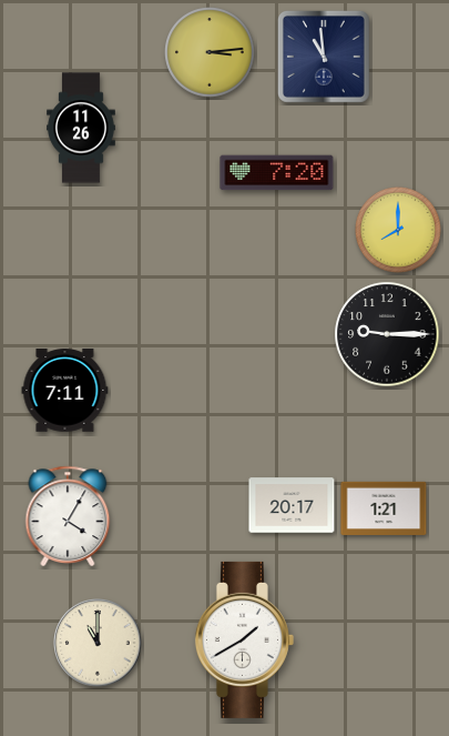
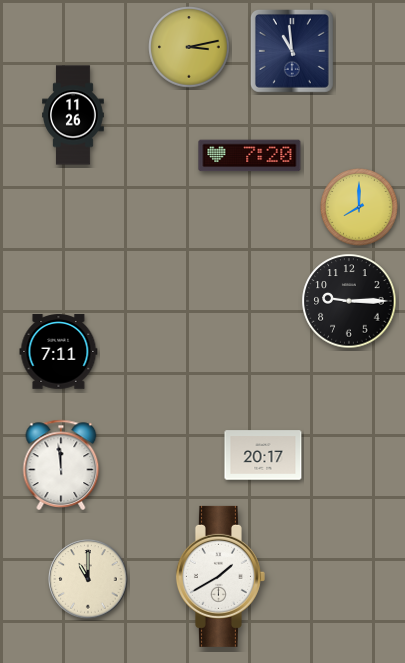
clock at (210, 52): 3:14 -> 3:13
clock at (384, 508): 1:21 -> none
clock at (68, 516): 4:05 -> 11:59
